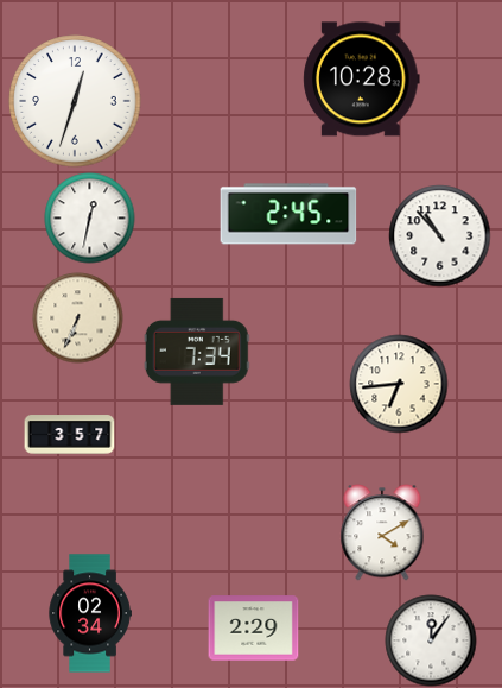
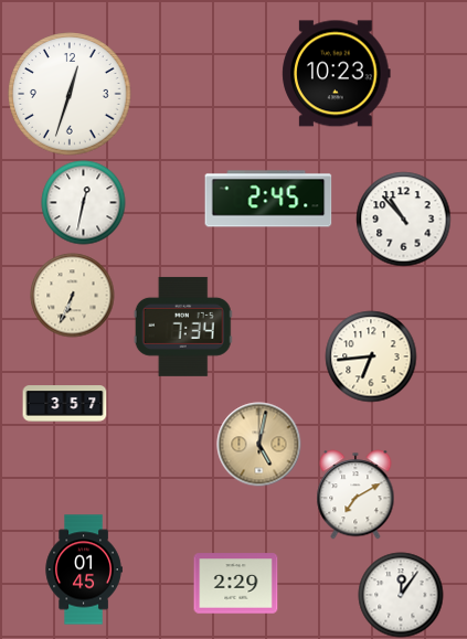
clock at (362, 80): 10:28 -> 10:23
clock at (440, 236) position: (440, 236) -> (404, 220)
clock at (259, 445): none -> 5:02
clock at (382, 532): 4:10 -> 7:10
clock at (90, 613): 02:34 -> 01:45
